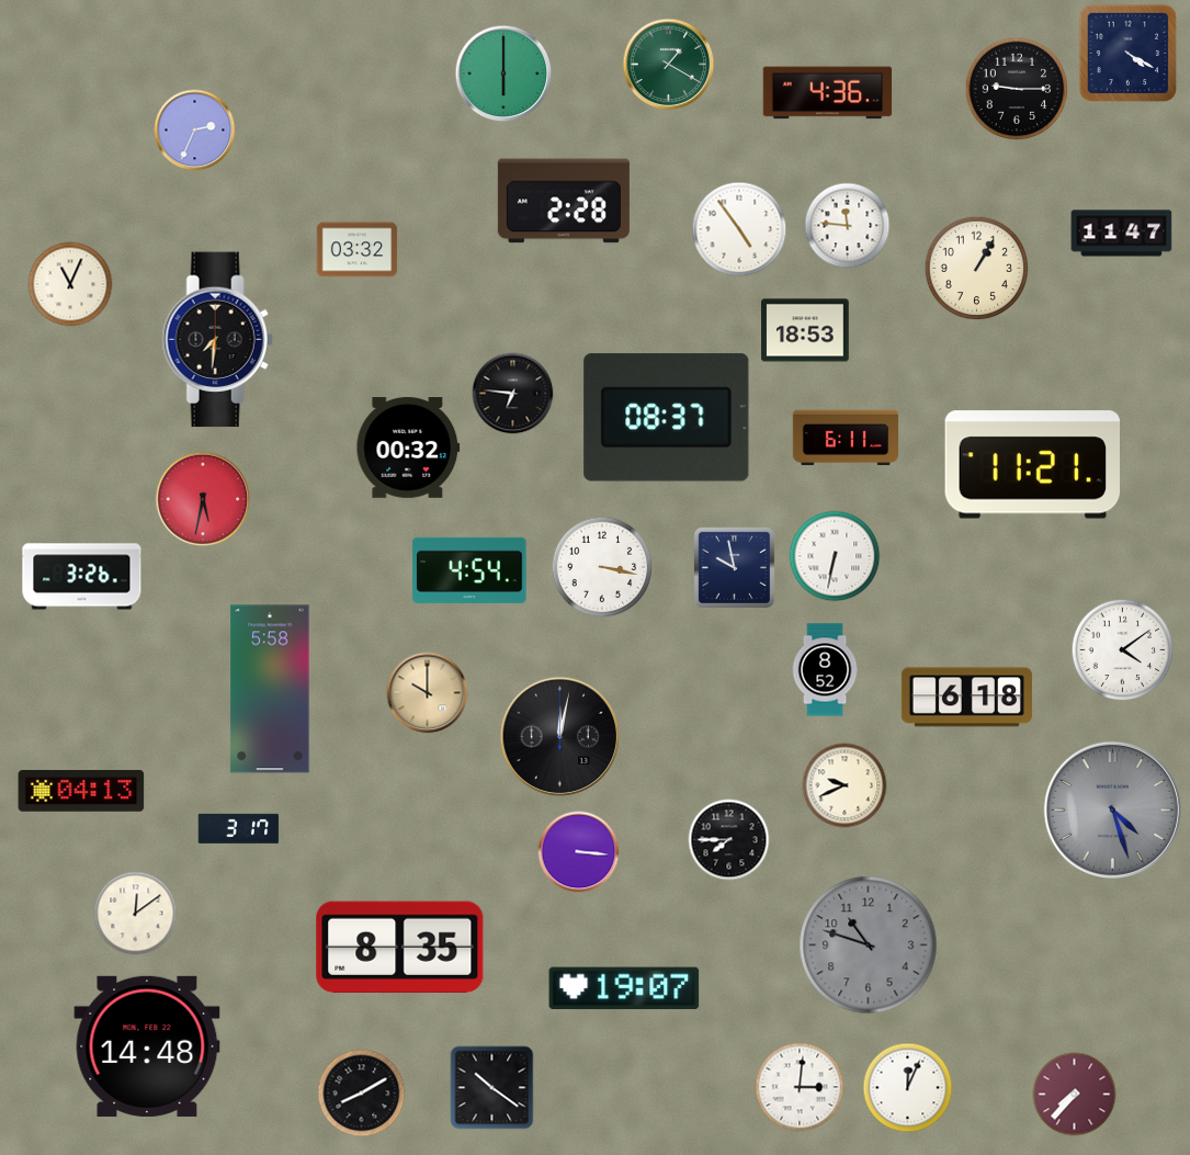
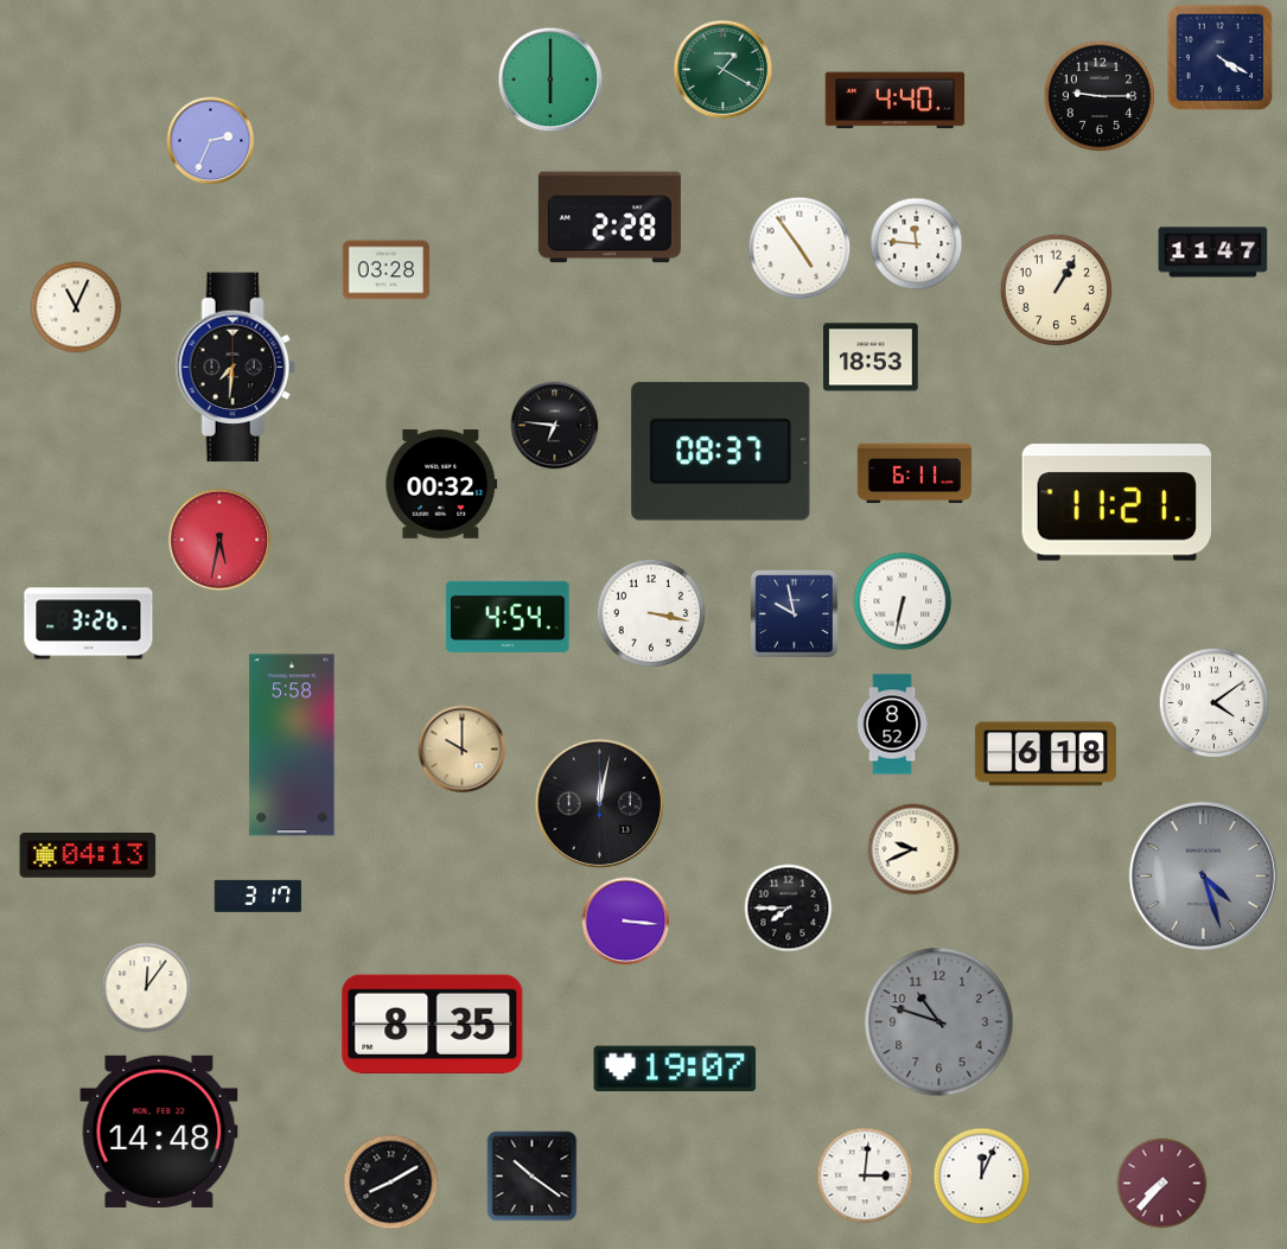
clock at (503, 73) position: (503, 73) -> (550, 79)
clock at (828, 93): 4:36 -> 4:40
clock at (358, 250): 03:32 -> 03:28
clock at (560, 737) position: (560, 737) -> (600, 804)
clock at (136, 914): 12:09 -> 12:06
